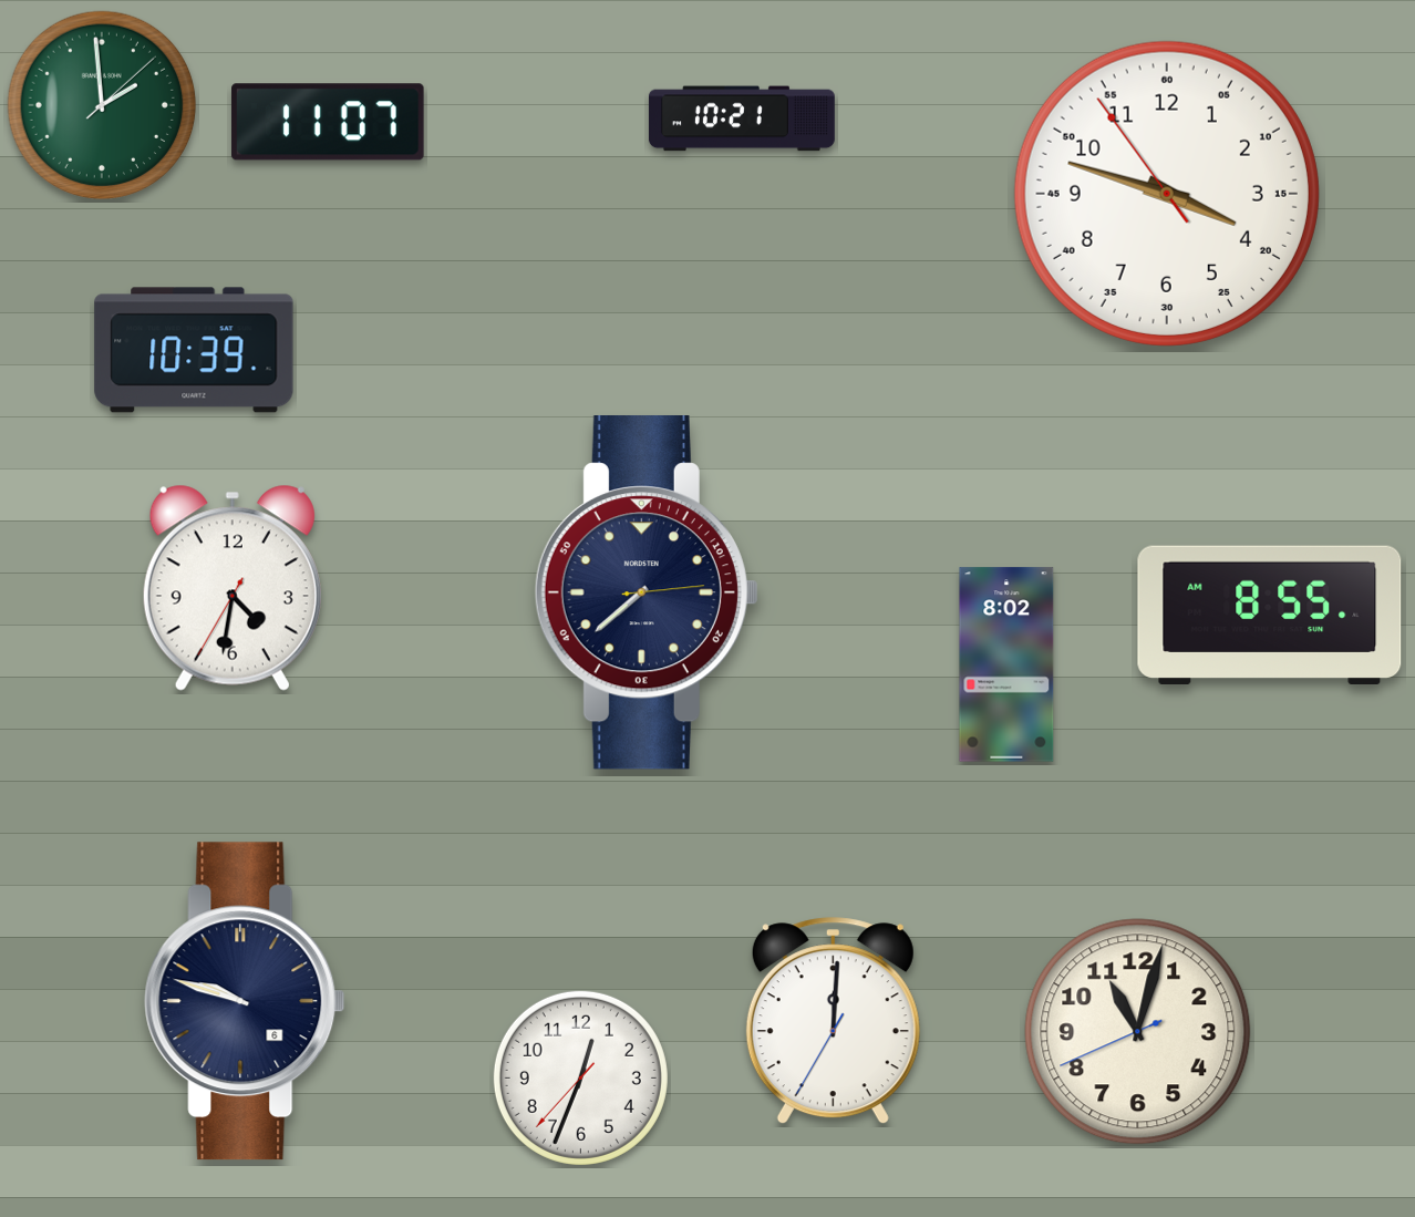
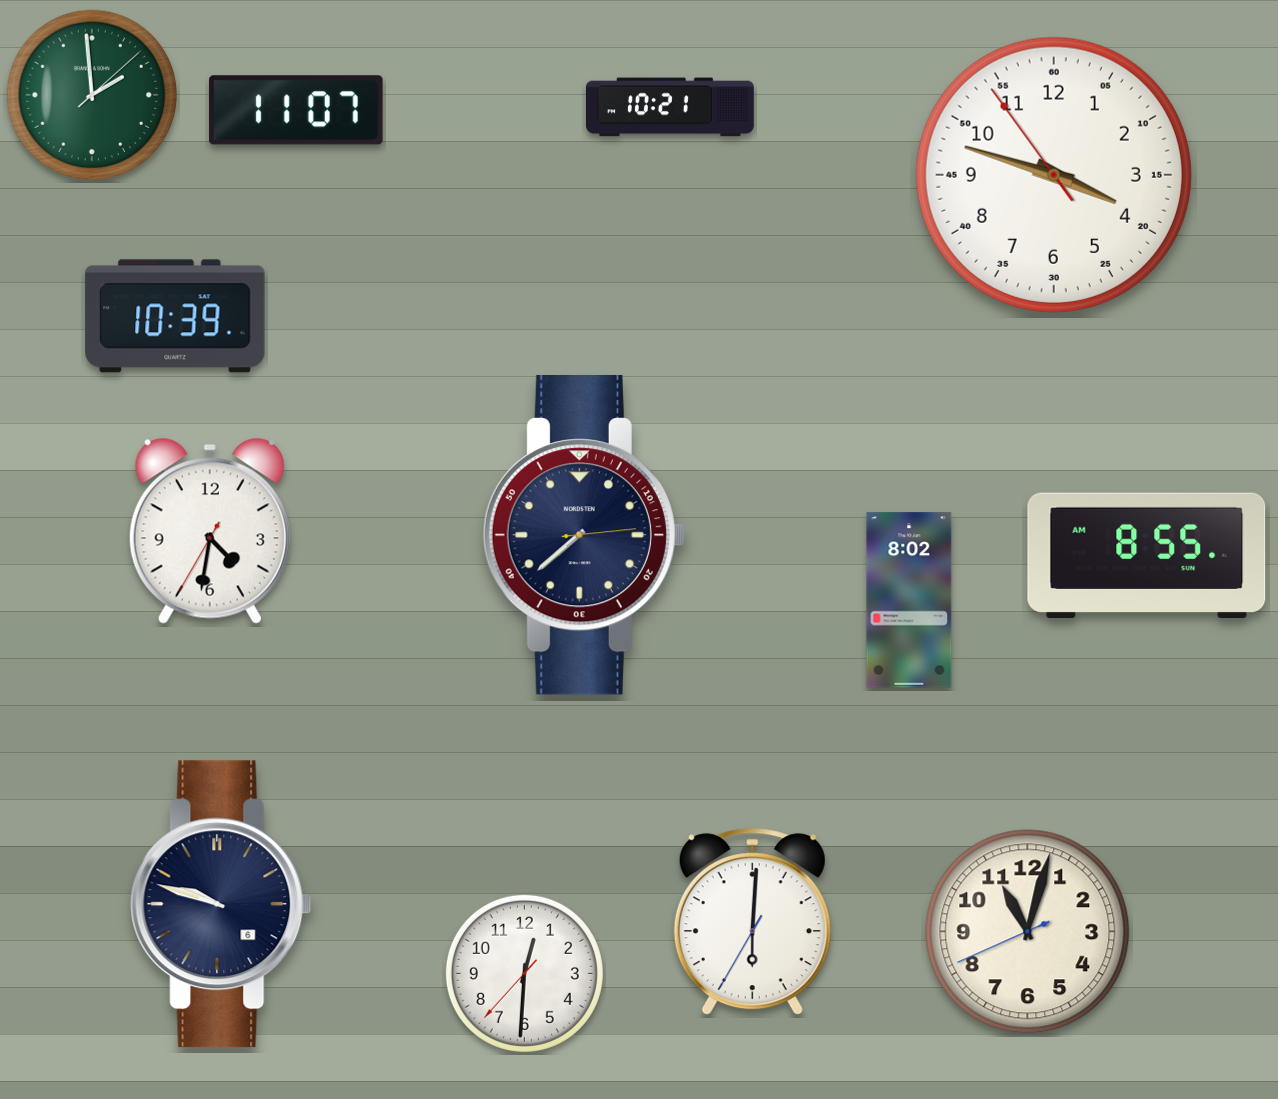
clock at (833, 1021): 12:00 -> 6:00
clock at (580, 1077): 12:33 -> 12:30
